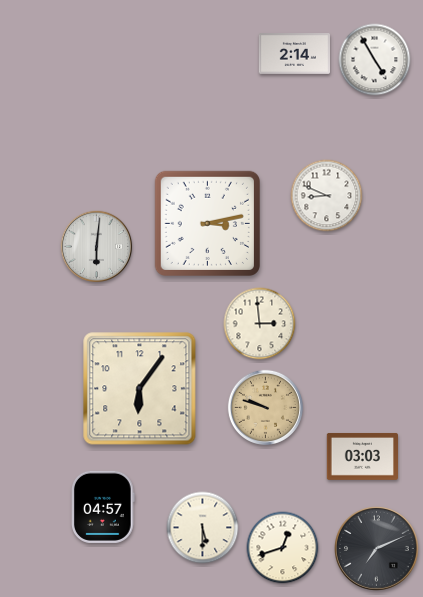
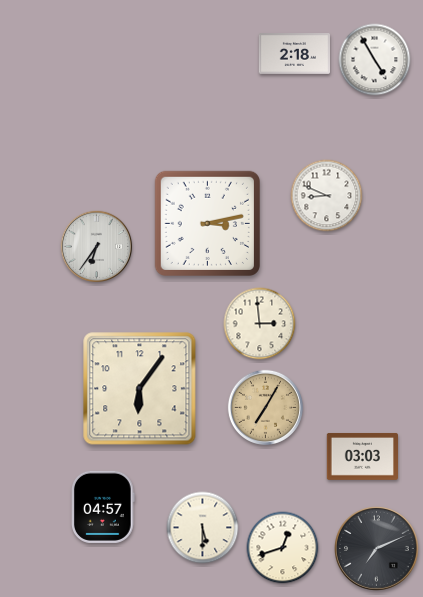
clock at (294, 54): 2:14 -> 2:18
clock at (97, 247): 6:01 -> 6:36
clock at (265, 407): 9:48 -> 7:05
